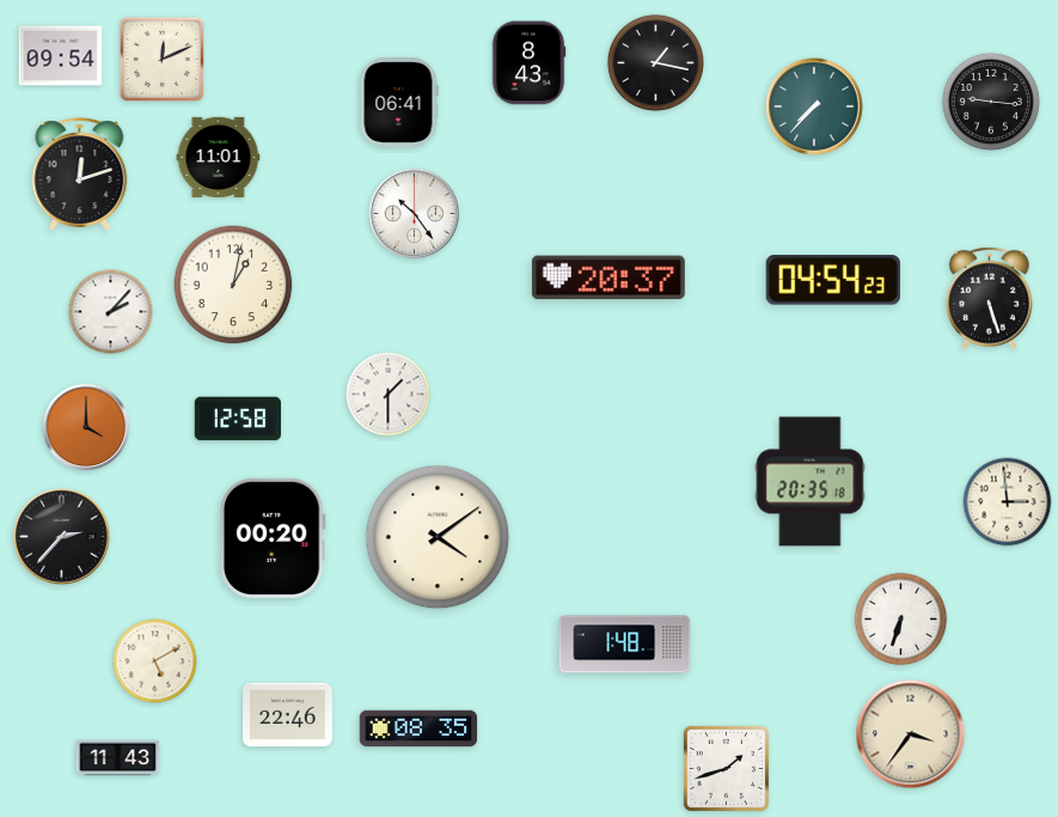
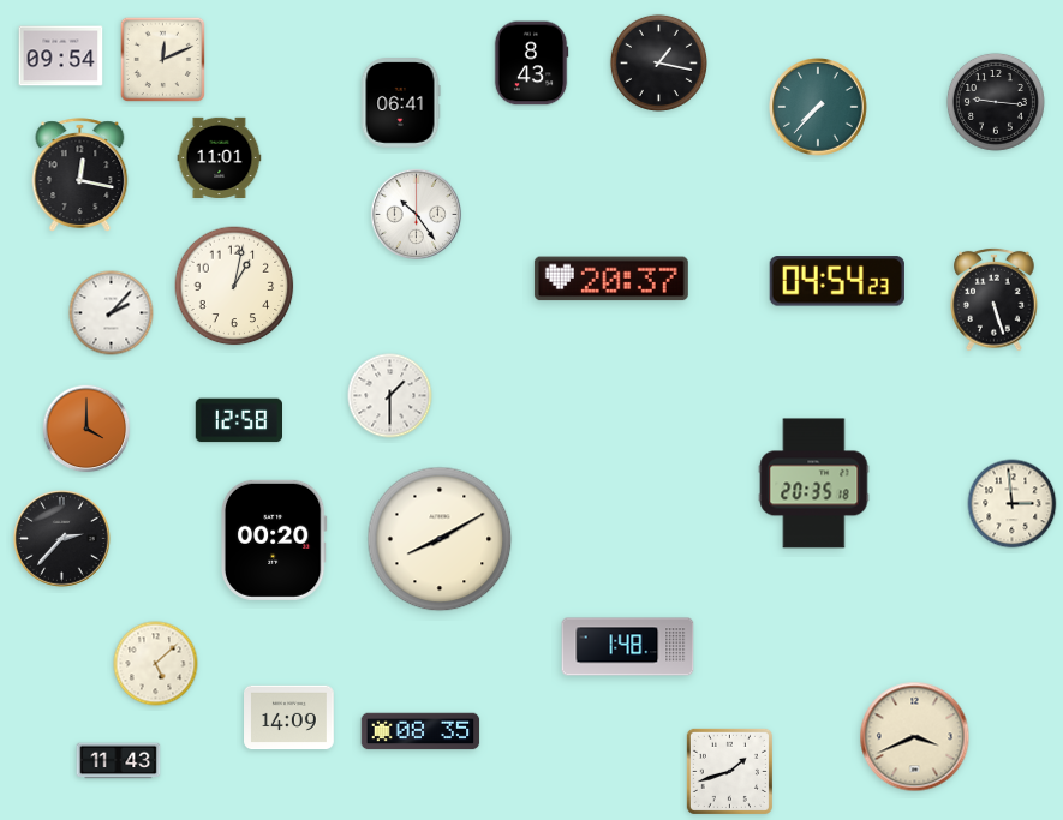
clock at (80, 175): 12:12 -> 12:17
clock at (438, 537): 4:09 -> 8:10
clock at (901, 620): 6:33 -> none
clock at (155, 661): 5:10 -> 5:08
clock at (288, 715): 22:46 -> 14:09
clock at (911, 734): 3:36 -> 3:41
